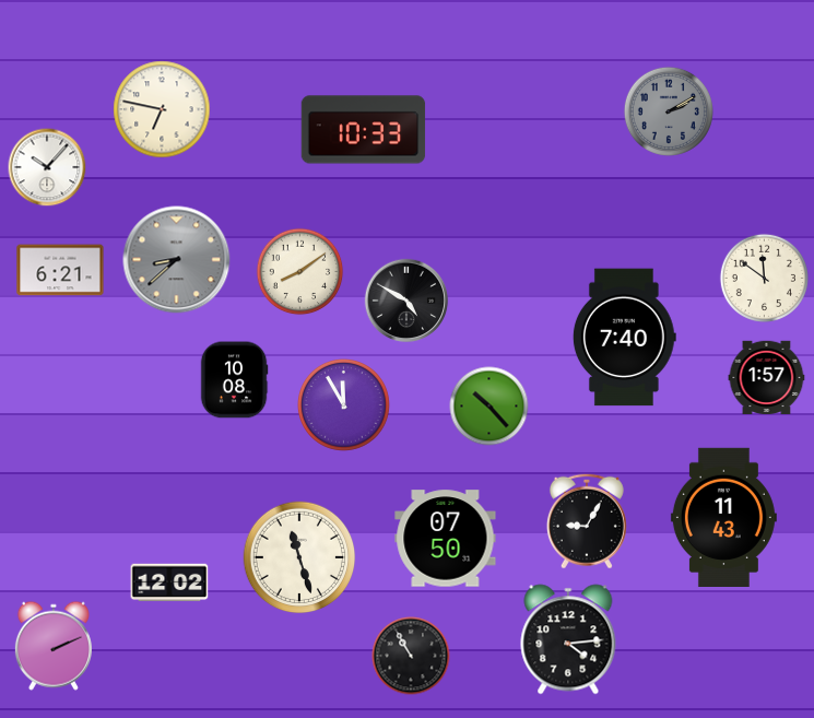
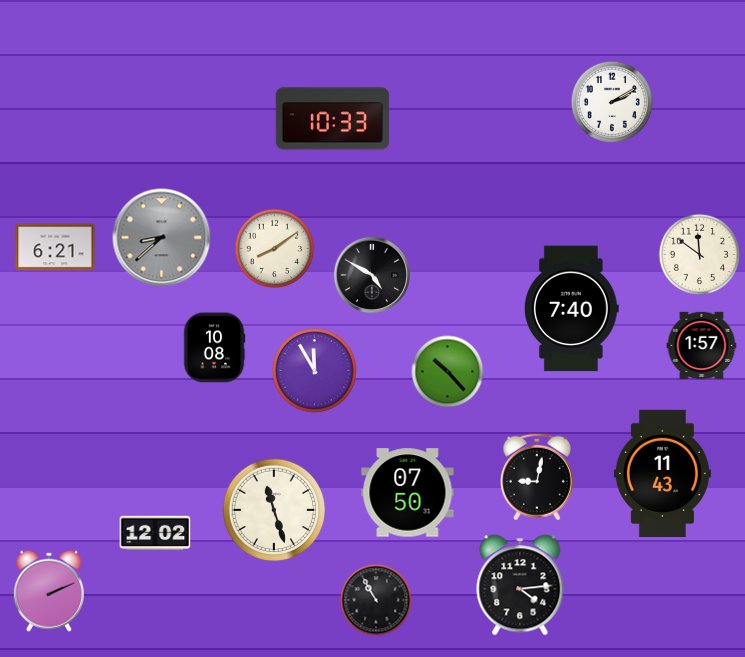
clock at (162, 109): 6:47 -> none
clock at (669, 111) dial: grey -> white
clock at (47, 167): 10:07 -> none
clock at (587, 521): 9:05 -> 9:02
